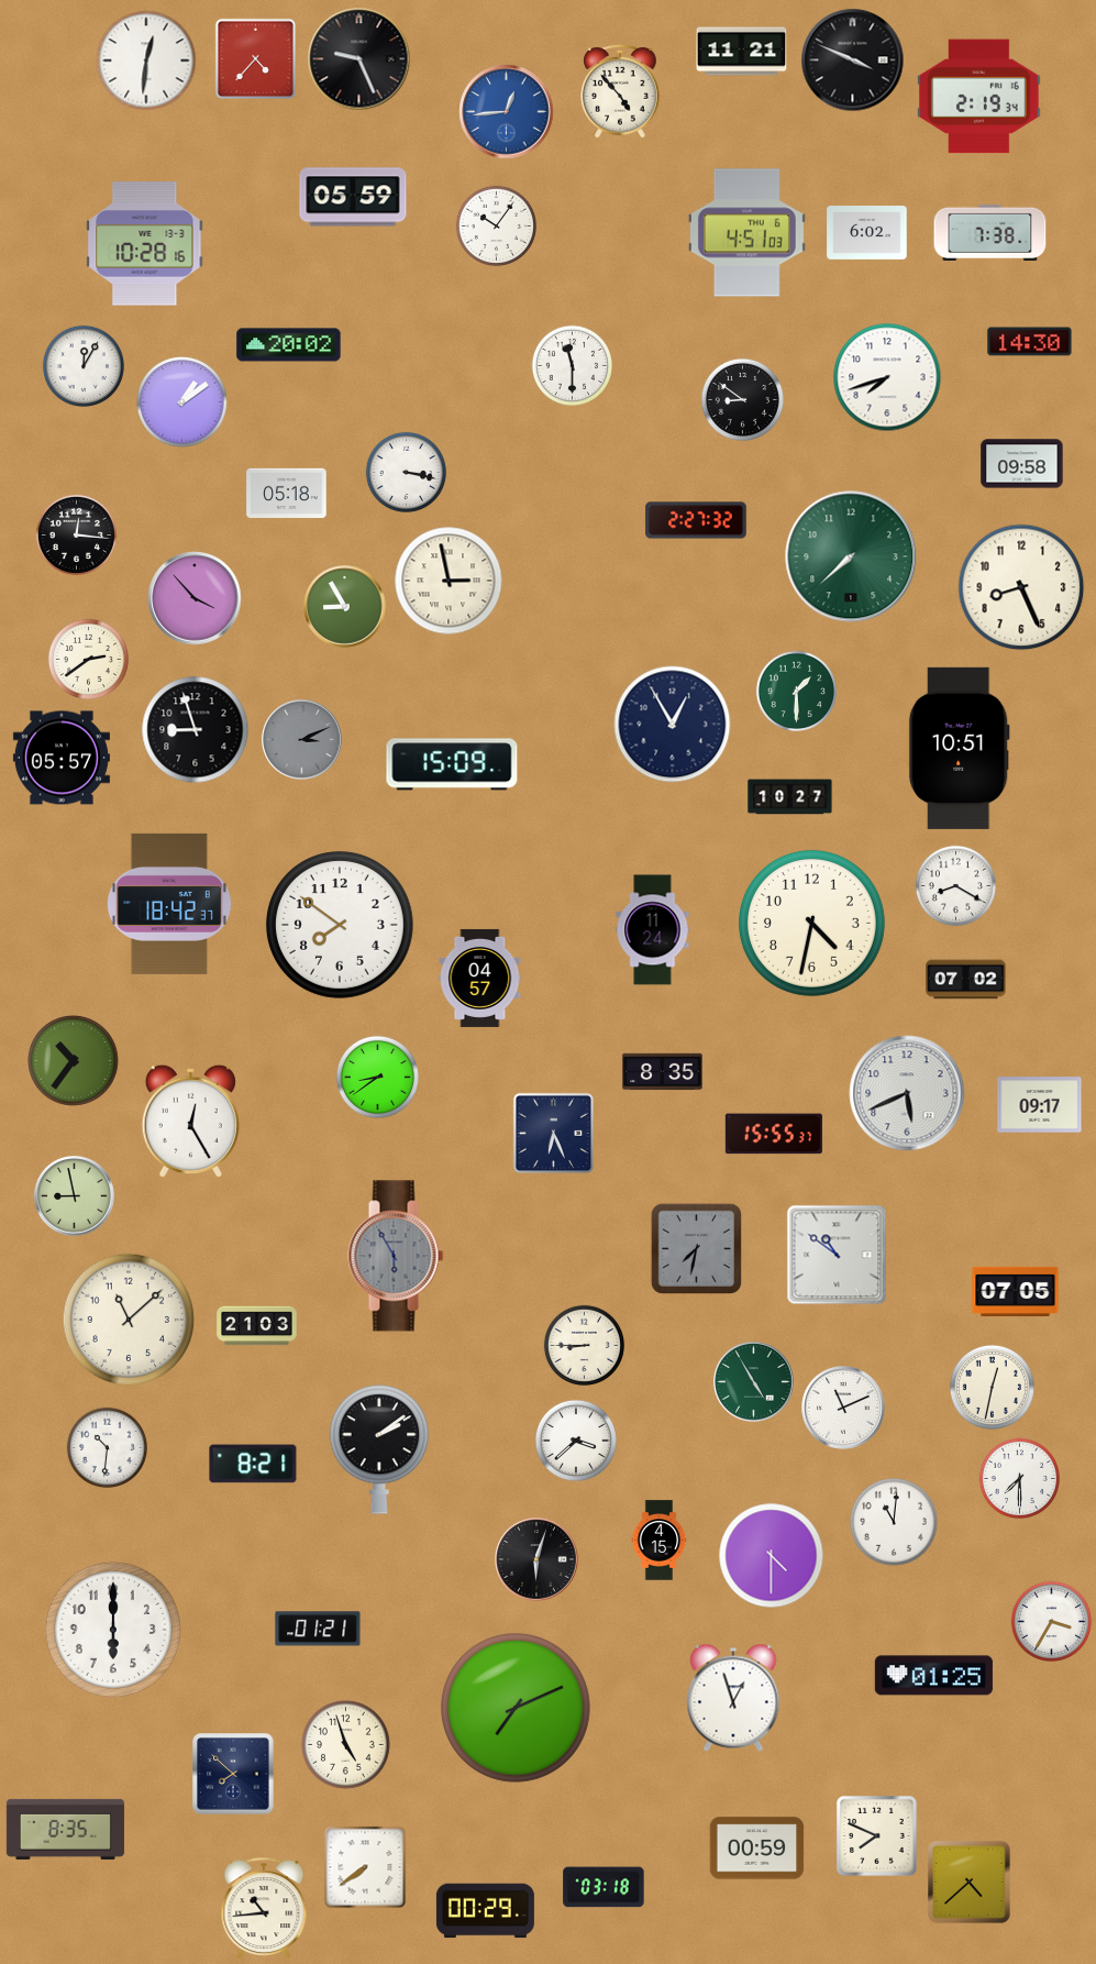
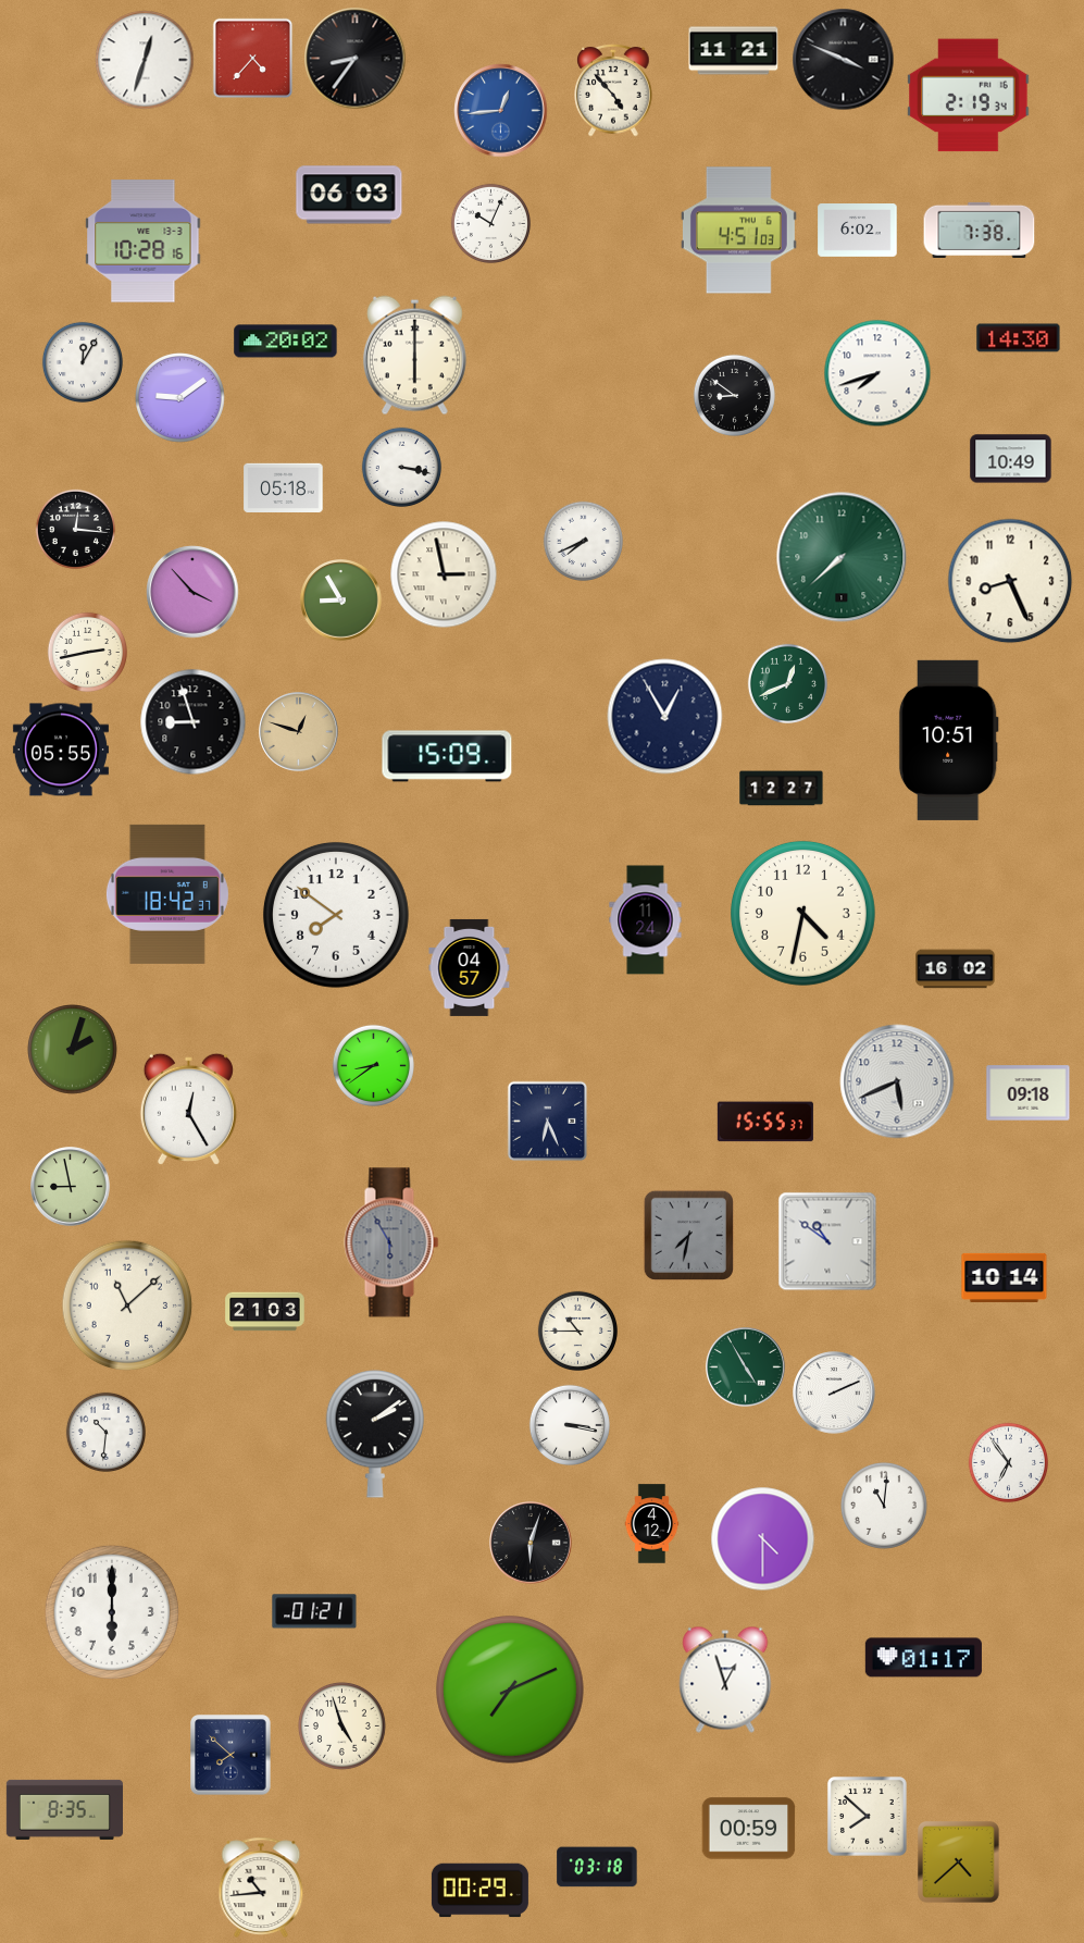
clock at (359, 59): 9:26 -> 8:36
clock at (146, 60): 12:31 -> 12:33
clock at (353, 197): 05:59 -> 06:03
clock at (496, 225): 10:06 -> 10:04
clock at (414, 356): none -> 6:00
clock at (572, 365): 11:30 -> none
clock at (182, 402): 1:09 -> 9:09
clock at (1022, 464): 09:58 -> 10:49
clock at (696, 520): 2:27 -> none
clock at (583, 541): none -> 7:41
clock at (851, 556) position: (851, 556) -> (842, 557)
clock at (88, 659): 2:39 -> 2:43
clock at (796, 691): 1:30 -> 12:41
clock at (302, 740): 3:11 -> 12:48
clock at (302, 740) dial: grey -> champagne
clock at (62, 758): 05:57 -> 05:55
clock at (790, 797): 10:27 -> 12:27
clock at (955, 885): 8:20 -> none
clock at (480, 978) position: (480, 978) -> (470, 967)
clock at (966, 980): 07:02 -> 16:02
clock at (74, 1061): 10:36 -> 2:03
clock at (663, 1072): 8:35 -> none
clock at (1040, 1105): 09:17 -> 09:18
clock at (75, 1196) position: (75, 1196) -> (71, 1187)
clock at (1016, 1291): 07:05 -> 10:14
clock at (257, 1326) position: (257, 1326) -> (265, 1312)
clock at (584, 1345): 8:45 -> 10:45
clock at (992, 1387): 12:32 -> none
clock at (843, 1408): 11:11 -> 2:11
clock at (576, 1441): 3:38 -> 3:17
clock at (253, 1464): 8:21 -> none
clock at (1019, 1478): 7:30 -> 6:54
clock at (660, 1541): 4:15 -> 4:12
clock at (1051, 1621): 3:35 -> none
clock at (933, 1676): 01:25 -> 01:17
clock at (876, 1835): 7:49 -> 7:52
clock at (365, 1867): 7:39 -> none
